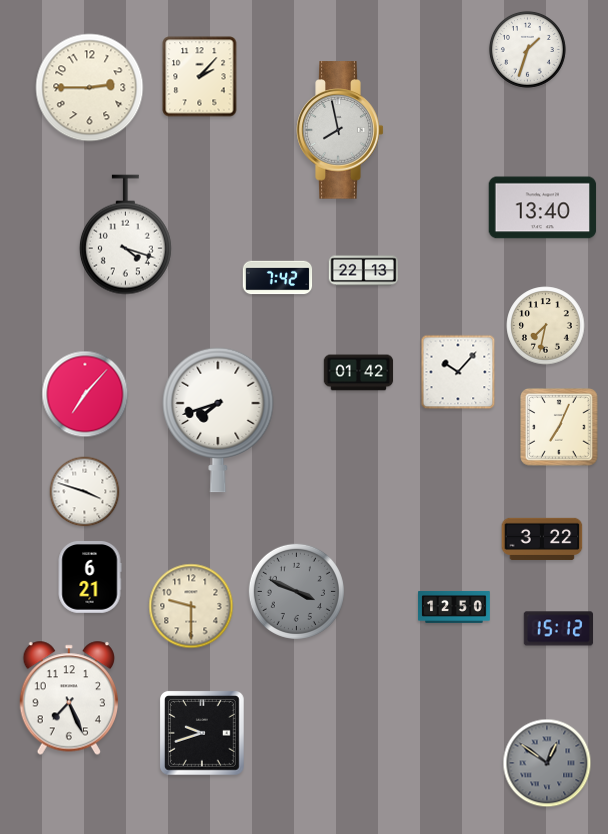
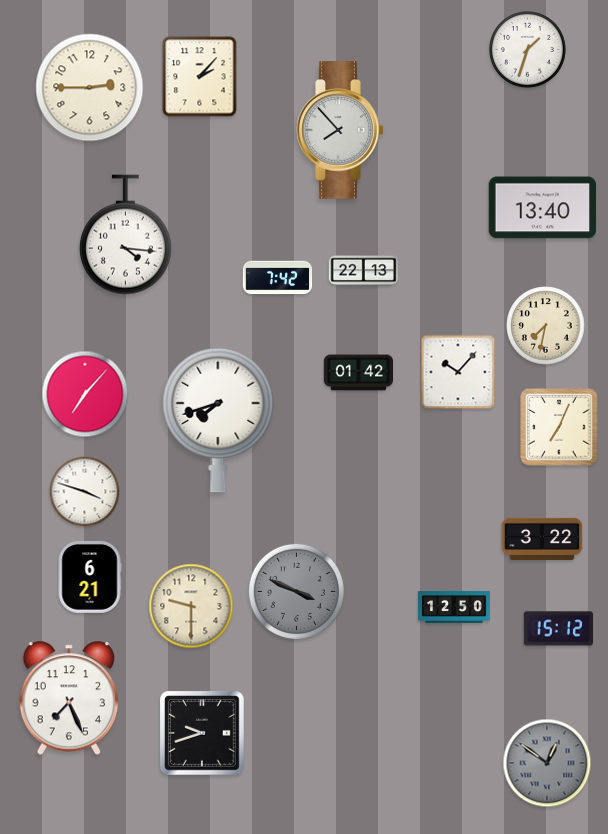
clock at (340, 130): 7:58 -> 7:53
clock at (125, 235): 4:18 -> 4:16
